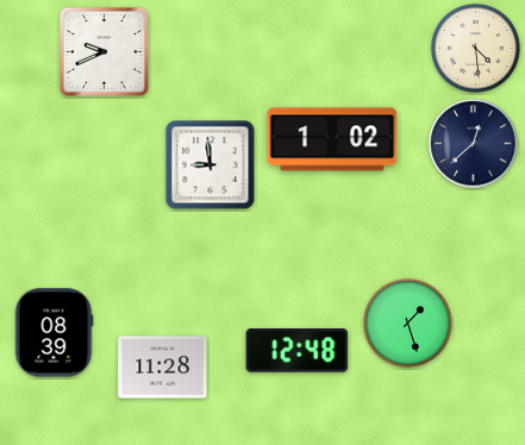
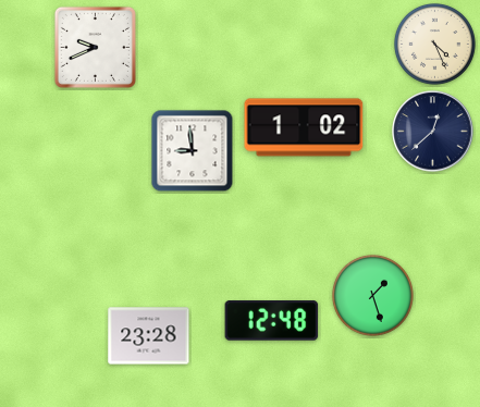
clock at (475, 48): 4:29 -> 4:26
clock at (54, 333): 08:39 -> none
clock at (163, 368): 11:28 -> 23:28
